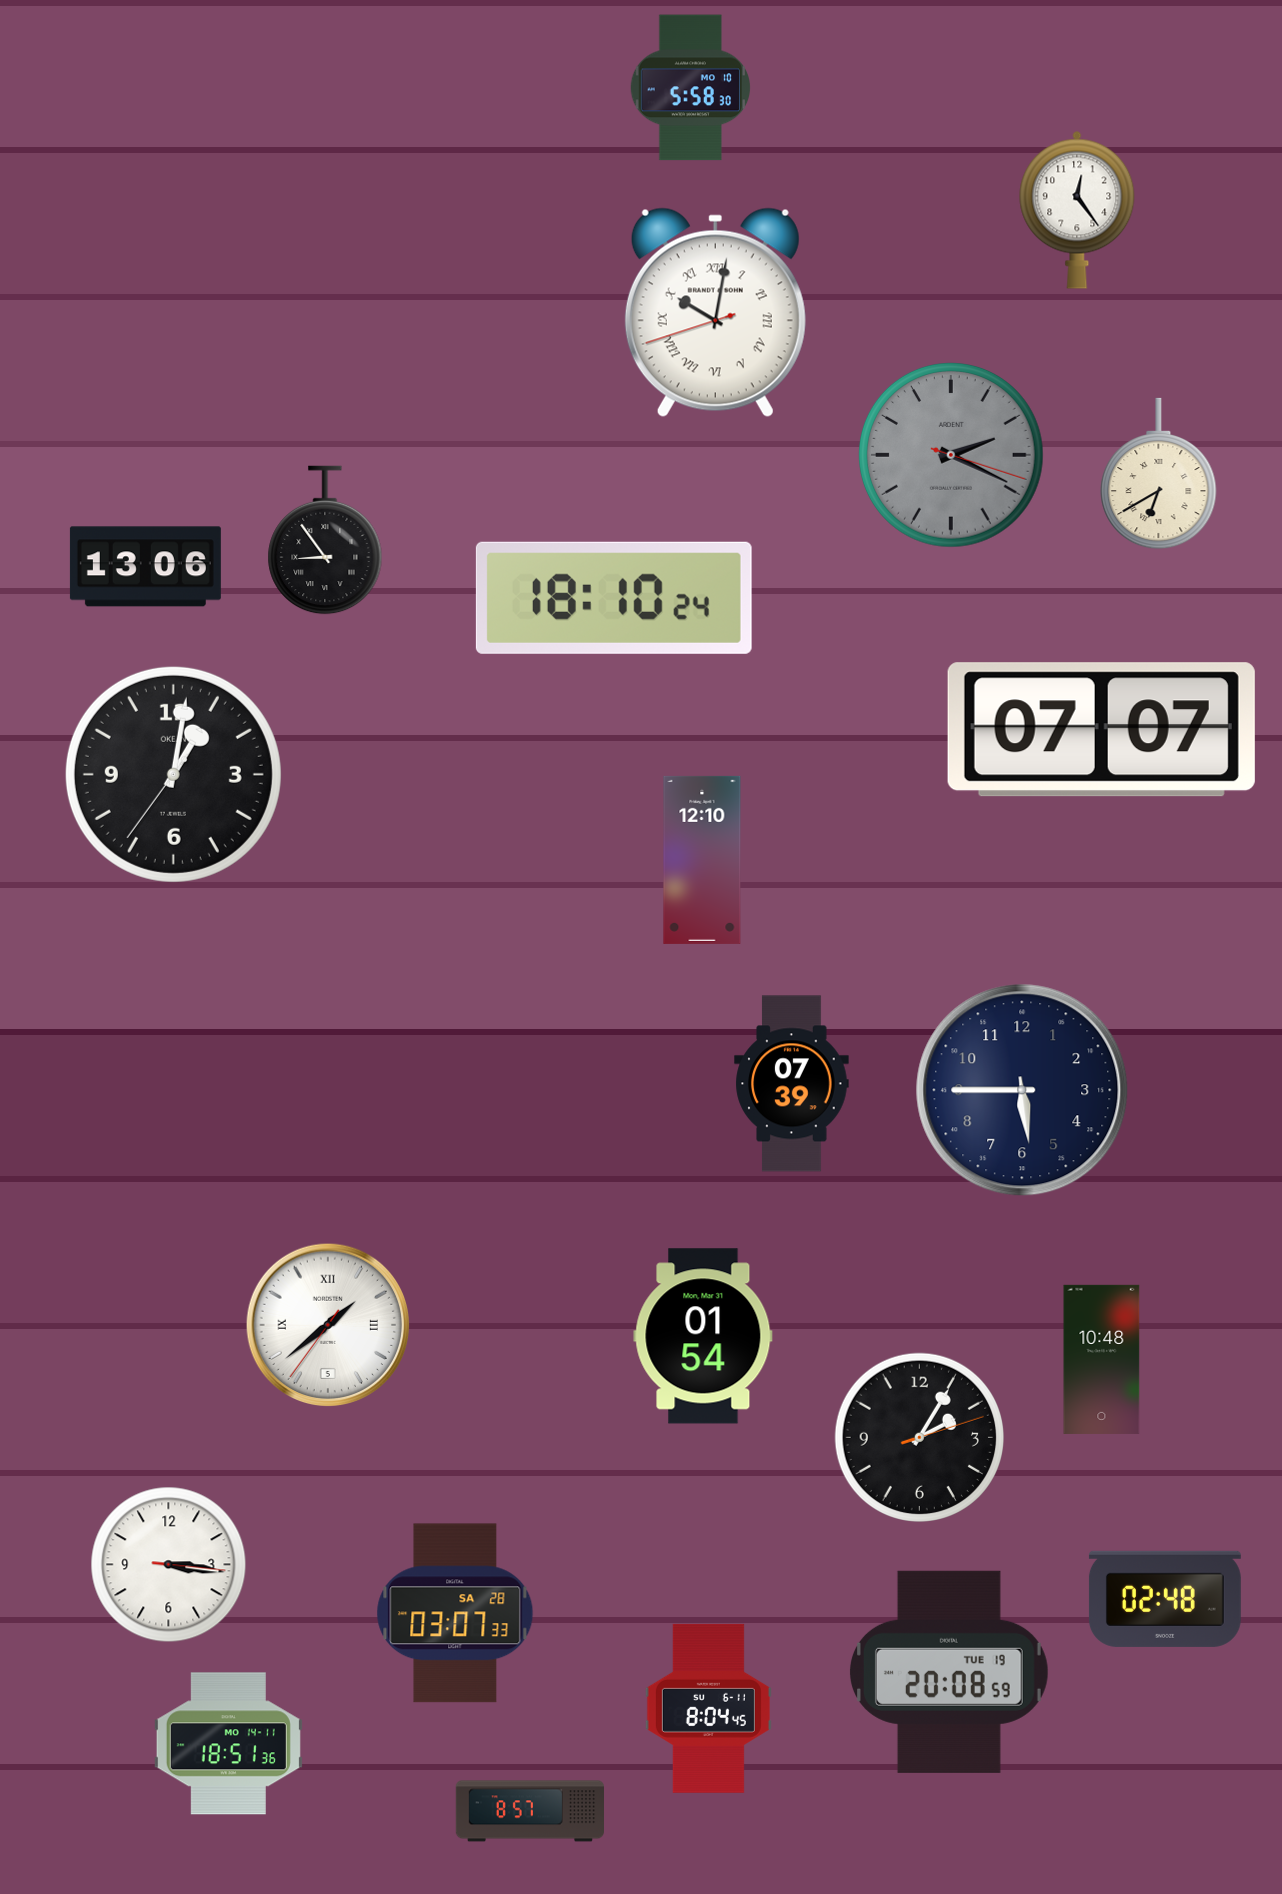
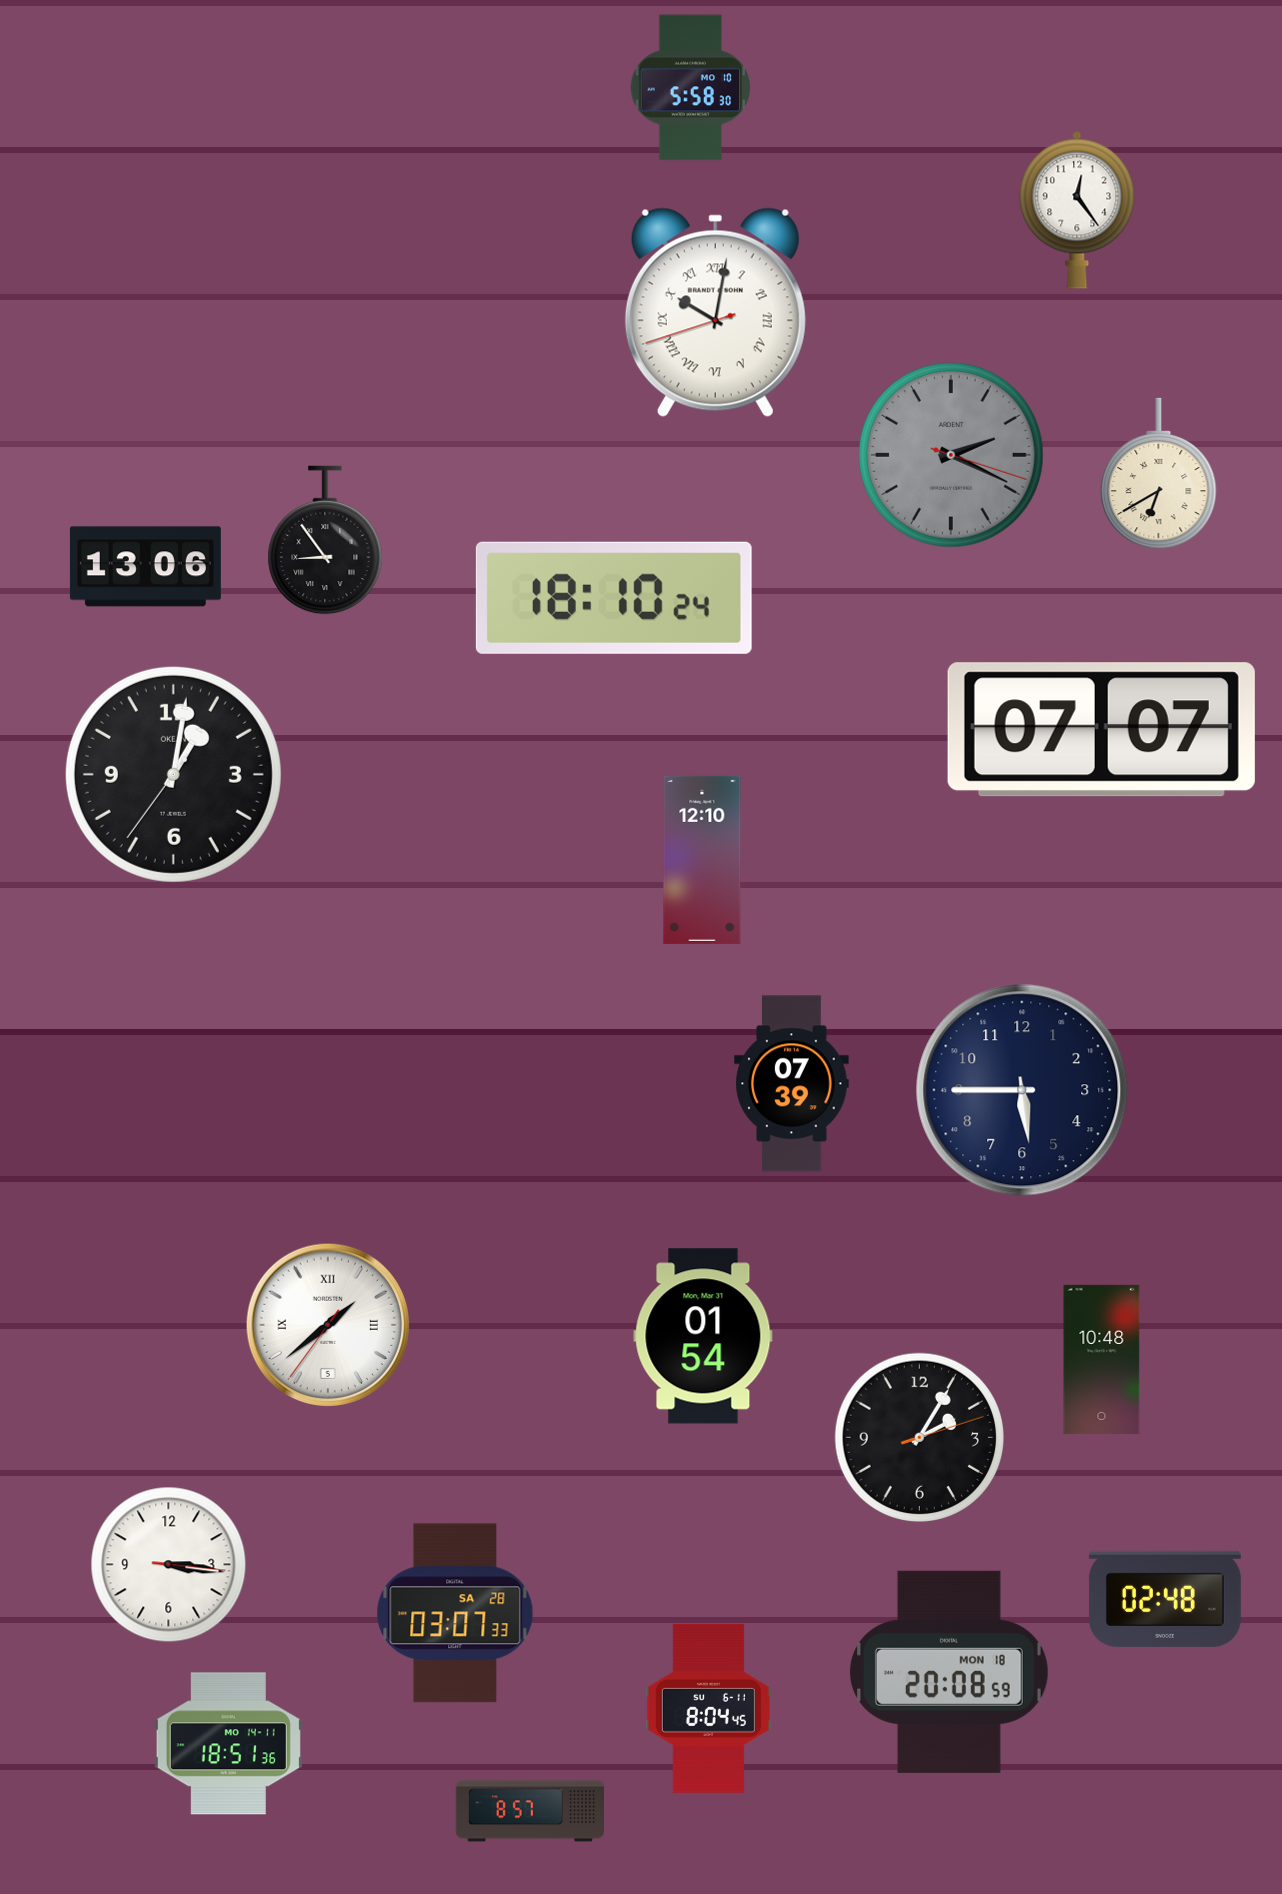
clock at (949, 1672) date: TUE 19 -> MON 18
